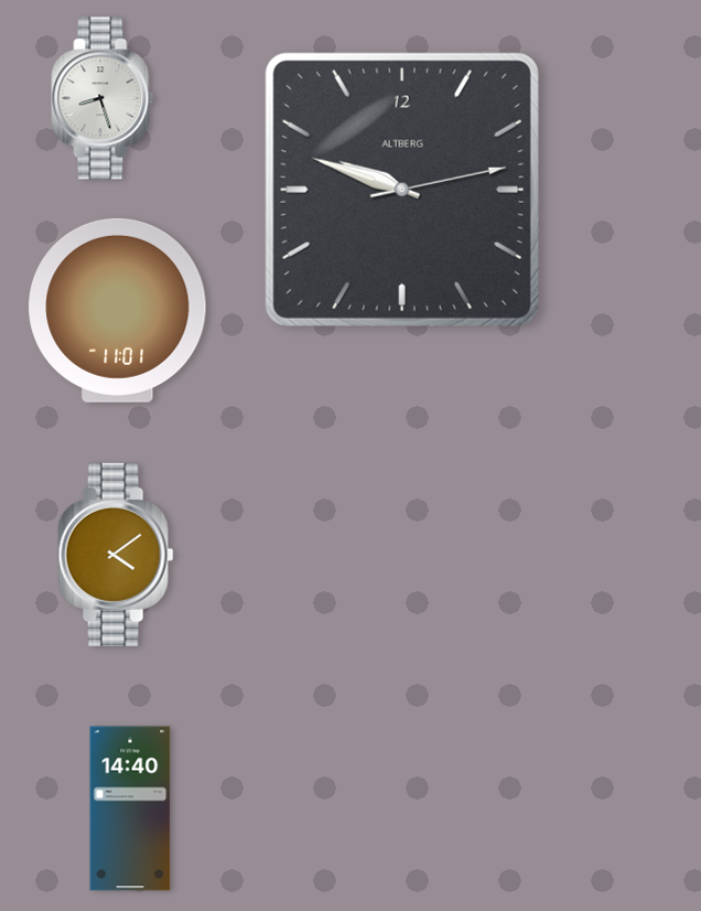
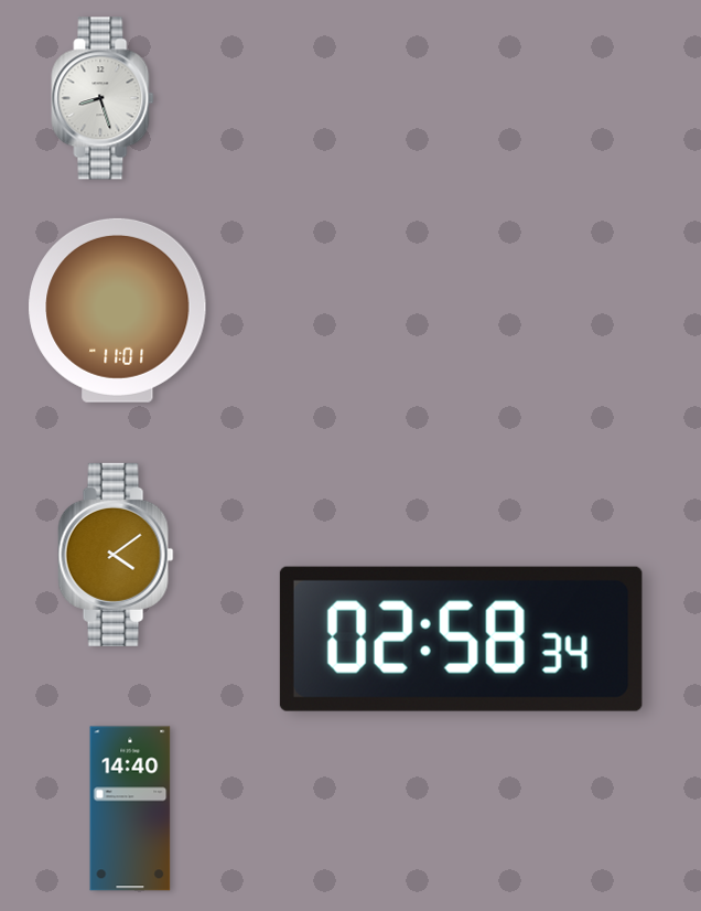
clock at (402, 190): 9:48 -> none
clock at (461, 639): none -> 02:58
